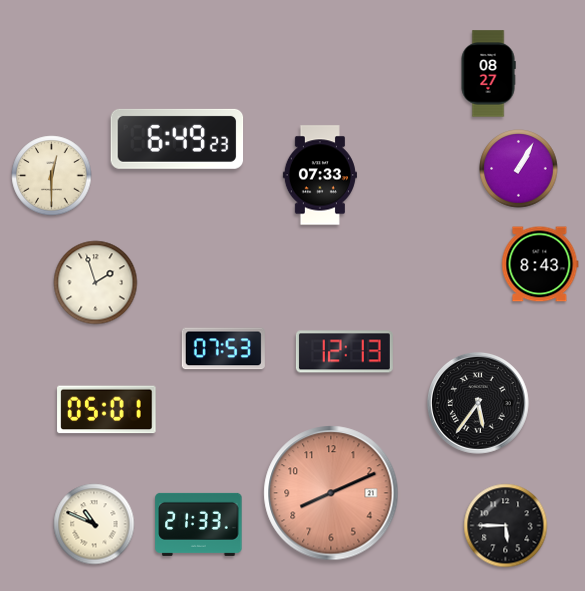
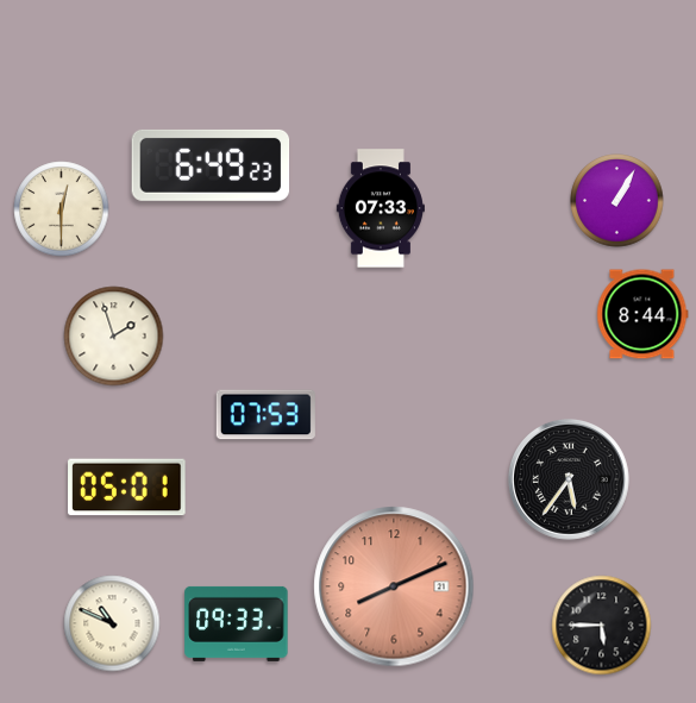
clock at (488, 74): 08:27 -> none
clock at (540, 264): 8:43 -> 8:44
clock at (344, 352): 12:13 -> none
clock at (199, 524): 21:33 -> 09:33
